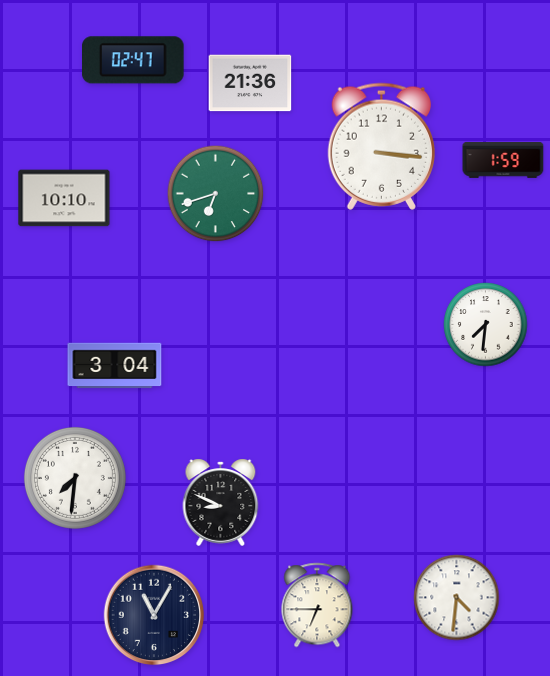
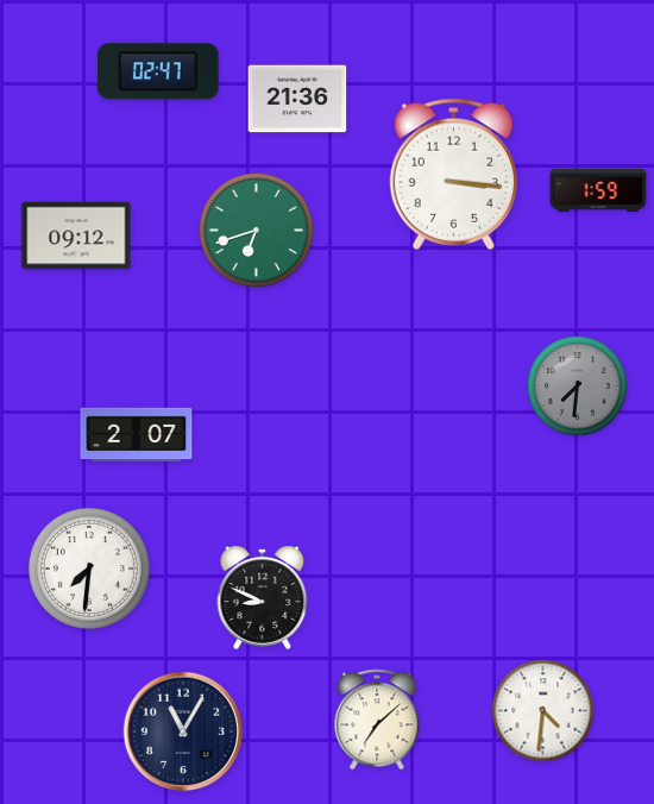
clock at (64, 198): 10:10 -> 09:12
clock at (486, 325) dial: white -> grey
clock at (115, 366): 3:04 -> 2:07
clock at (317, 605): 6:45 -> 7:08
